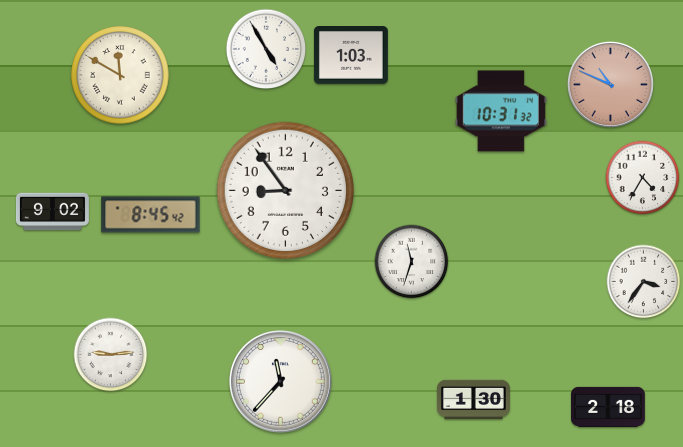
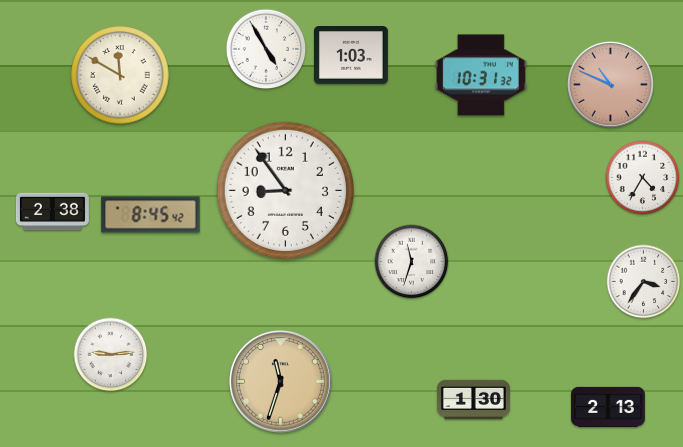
clock at (501, 111) position: (501, 111) -> (481, 75)
clock at (52, 212): 9:02 -> 2:38
clock at (281, 382): 11:37 -> 11:33
clock at (281, 382) dial: white -> champagne
clock at (609, 407): 2:18 -> 2:13
